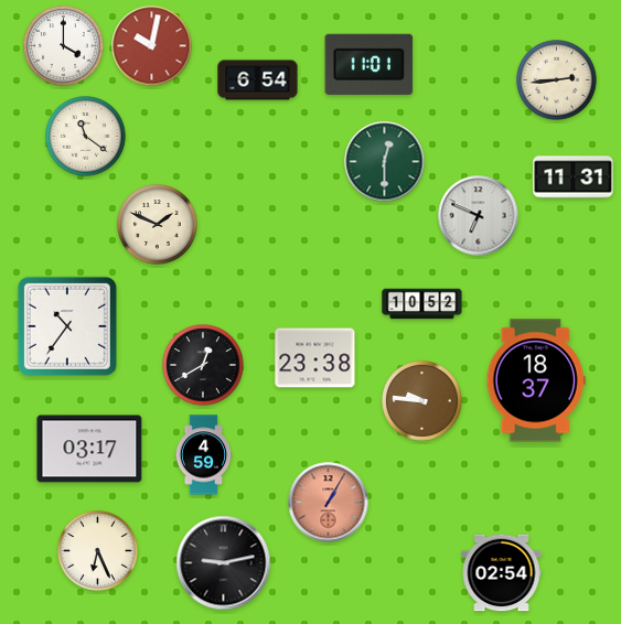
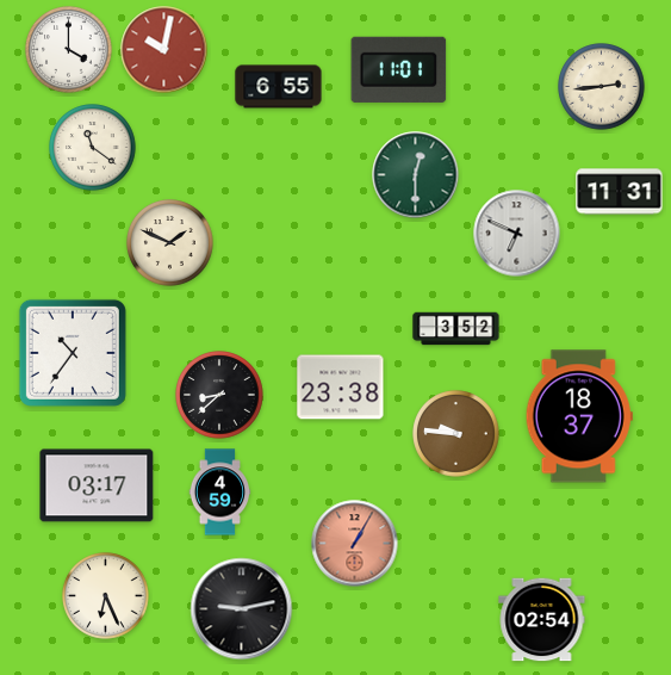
clock at (258, 80): 6:54 -> 6:55
clock at (422, 304): 10:52 -> 3:52
clock at (203, 365): 12:40 -> 8:38
clock at (536, 380) position: (536, 380) -> (579, 416)
